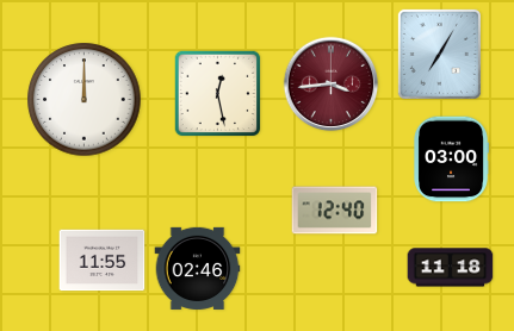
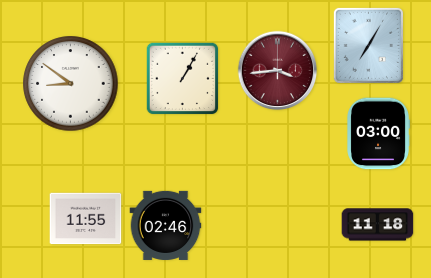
clock at (218, 94): 12:28 -> 1:05
clock at (85, 100): 12:00 -> 8:51
clock at (335, 211): 12:40 -> none
